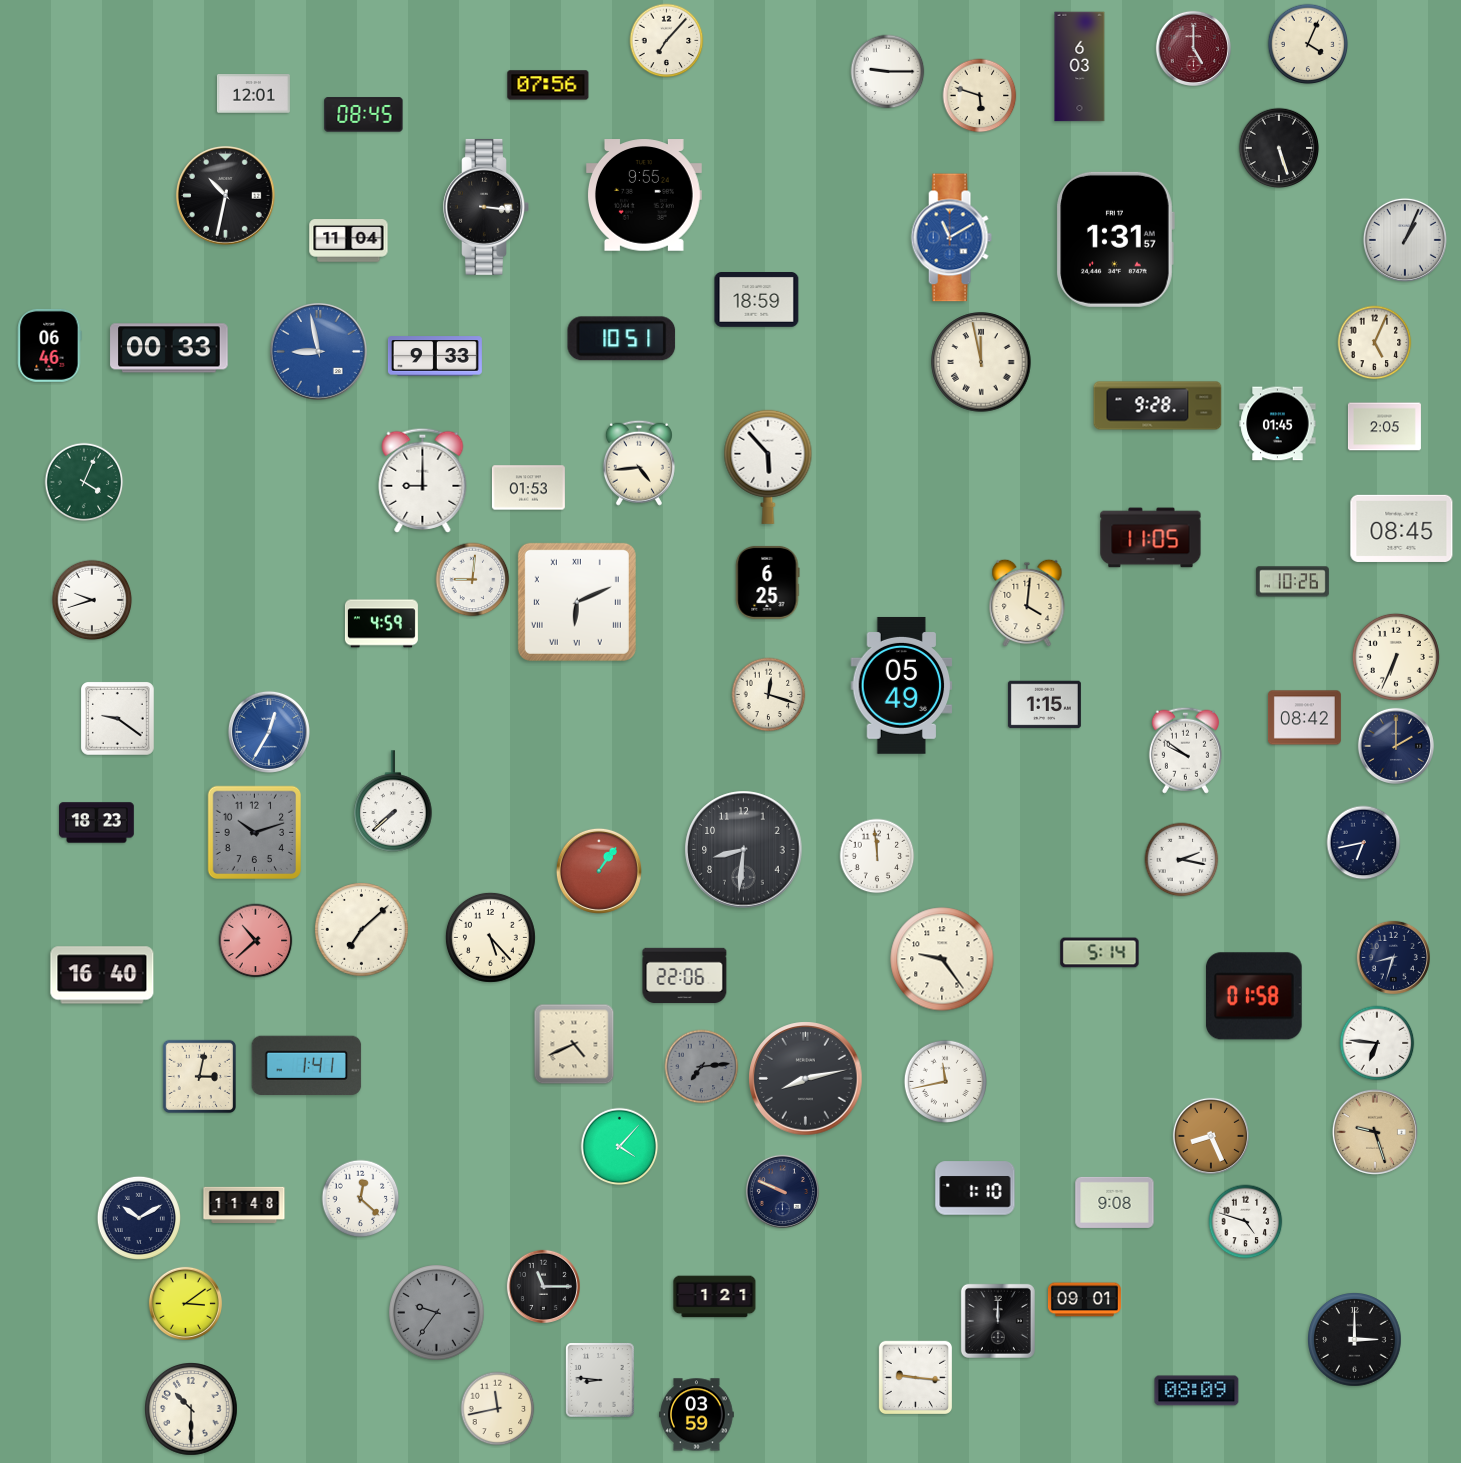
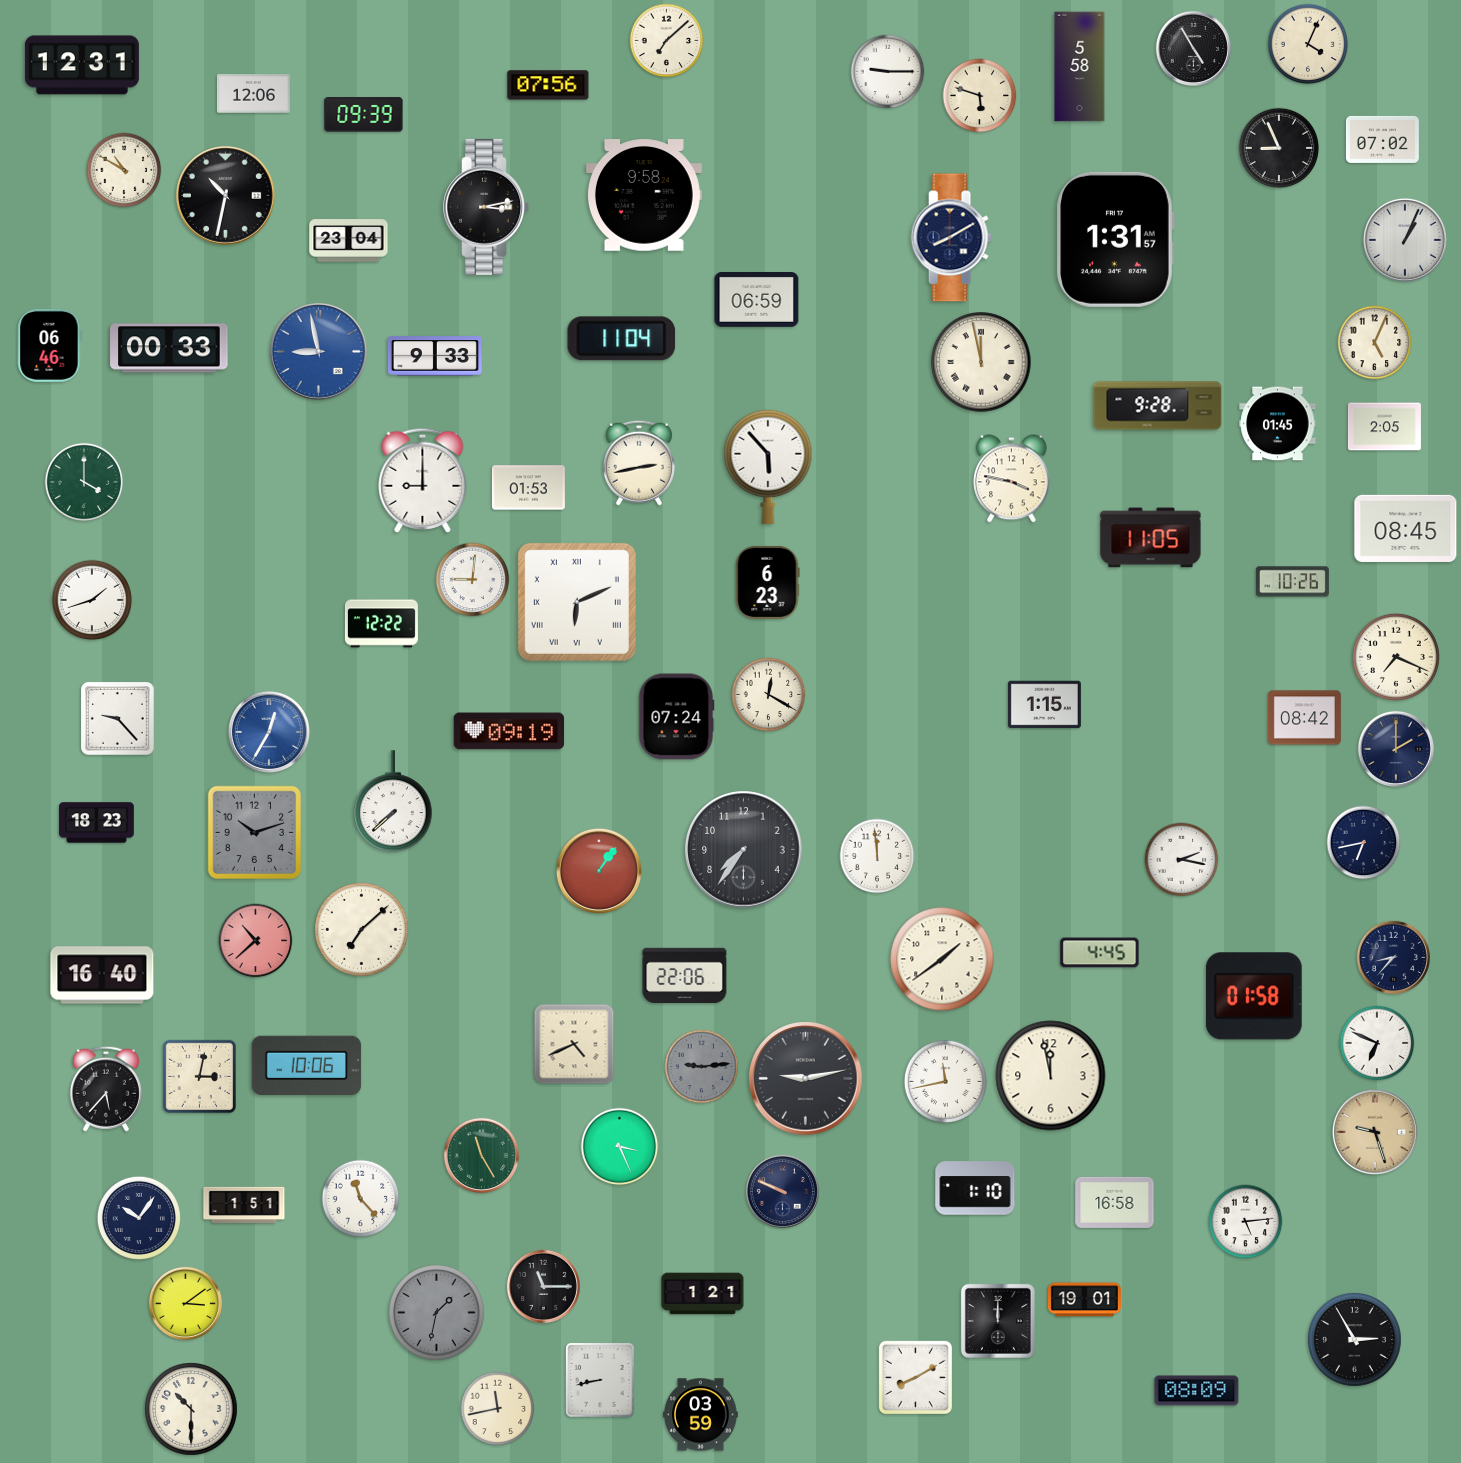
clock at (667, 41): 7:07 -> 7:08
clock at (1193, 48): 5:00 -> 4:55
clock at (1193, 48) dial: burgundy -> black
clock at (82, 65): none -> 12:31
clock at (1080, 67): 6:03 -> 5:58
clock at (253, 94): 12:01 -> 12:06
clock at (364, 115): 08:45 -> 09:39
clock at (1382, 139): none -> 07:02
clock at (1279, 148): 5:27 -> 8:56
clock at (124, 170): none -> 10:50
clock at (644, 195): 9:55 -> 9:58
clock at (486, 207): 3:16 -> 3:13
clock at (951, 238): 11:10 -> 8:10
clock at (951, 238) dial: blue -> navy
clock at (349, 241): 11:04 -> 23:04
clock at (757, 300): 18:59 -> 06:59
clock at (622, 339): 10:51 -> 11:04
clock at (639, 463): 4:44 -> 2:43
clock at (1012, 479): none -> 3:47
clock at (84, 482): 4:04 -> 4:00
clock at (1402, 528) position: (1402, 528) -> (1406, 528)
clock at (768, 582): 6:25 -> 6:23
clock at (92, 600): 9:42 -> 1:42
clock at (1027, 603): 4:01 -> none
clock at (381, 624): 4:59 -> 12:22
clock at (1396, 657): 6:34 -> 7:19
clock at (902, 685): 05:49 -> none
clock at (769, 695): 12:18 -> 12:20
clock at (677, 717): none -> 07:24
clock at (118, 719): 9:21 -> 9:23
clock at (509, 731): none -> 09:19
clock at (1396, 746) position: (1396, 746) -> (1396, 749)
clock at (1185, 750): 9:51 -> none
clock at (744, 850): 8:31 -> 7:36
clock at (490, 937): 5:23 -> none
clock at (1100, 953): 5:14 -> 4:45
clock at (1393, 957): 8:33 -> 8:37
clock at (942, 959): 9:24 -> 1:39
clock at (1377, 1043): 6:46 -> 6:49
clock at (307, 1066): 1:41 -> 10:06
clock at (702, 1067): 7:14 -> 9:14
clock at (1051, 1076): none -> 11:58
clock at (806, 1079): 8:13 -> 9:13
clock at (106, 1089): none -> 5:37
clock at (1211, 1136): 8:26 -> none
clock at (620, 1147): 4:07 -> 3:26
clock at (481, 1155): none -> 11:25
clock at (361, 1199): 12:22 -> 11:23
clock at (1115, 1202): 9:08 -> 16:58
clock at (244, 1204): 11:48 -> 1:51
clock at (139, 1218): 10:10 -> 10:06
clock at (1246, 1222): 4:48 -> 5:14
clock at (715, 1297) position: (715, 1297) -> (703, 1294)
clock at (1084, 1300): 09:01 -> 19:01
clock at (437, 1313): 9:36 -> 1:32
clock at (1355, 1340): 3:00 -> 2:55
clock at (915, 1377): 9:16 -> 8:10
clock at (600, 1380): 8:46 -> 8:43
clock at (697, 1415) position: (697, 1415) -> (701, 1415)
